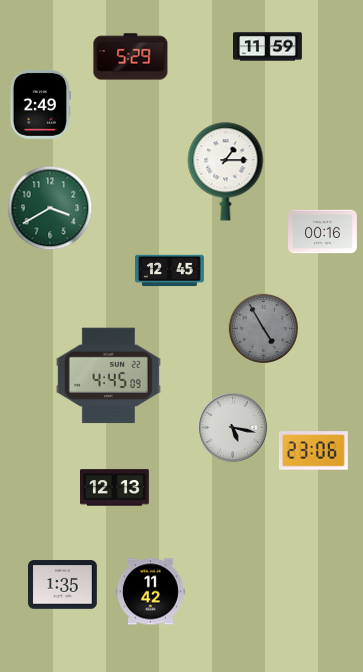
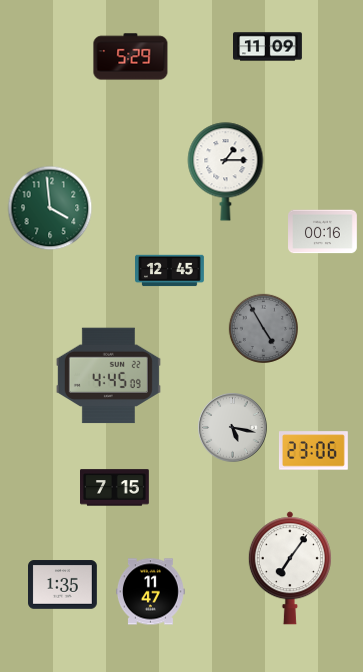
clock at (268, 47): 11:59 -> 11:09
clock at (40, 104): 2:49 -> none
clock at (50, 208): 3:40 -> 3:59
clock at (115, 488): 12:13 -> 7:15
clock at (290, 568): none -> 7:06
clock at (151, 592): 11:42 -> 11:47
